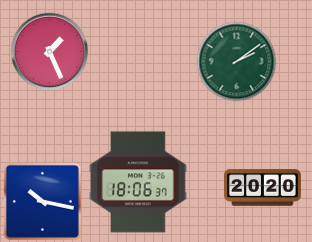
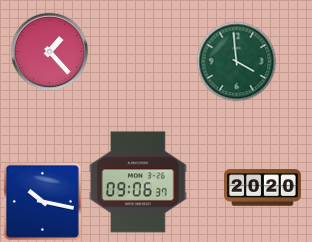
clock at (49, 51): 1:26 -> 1:23
clock at (236, 61): 2:09 -> 3:59
clock at (138, 182): 18:06 -> 09:06
